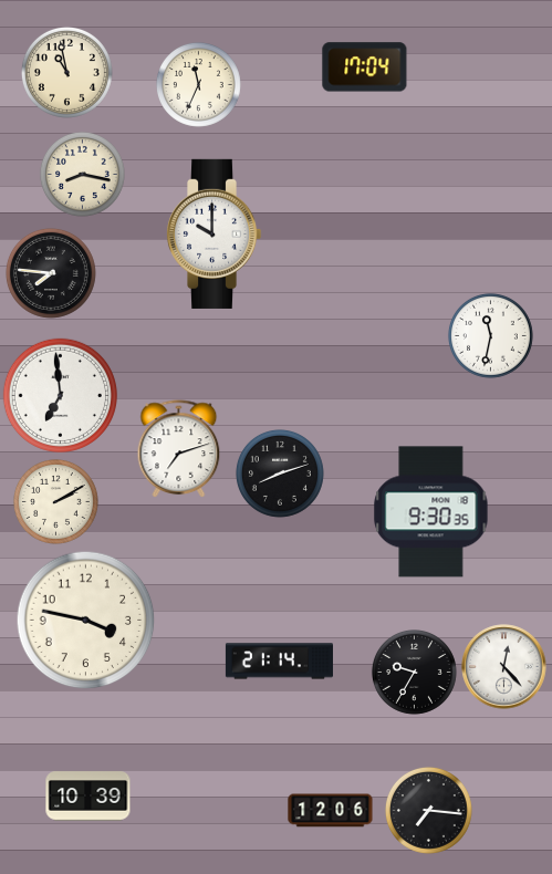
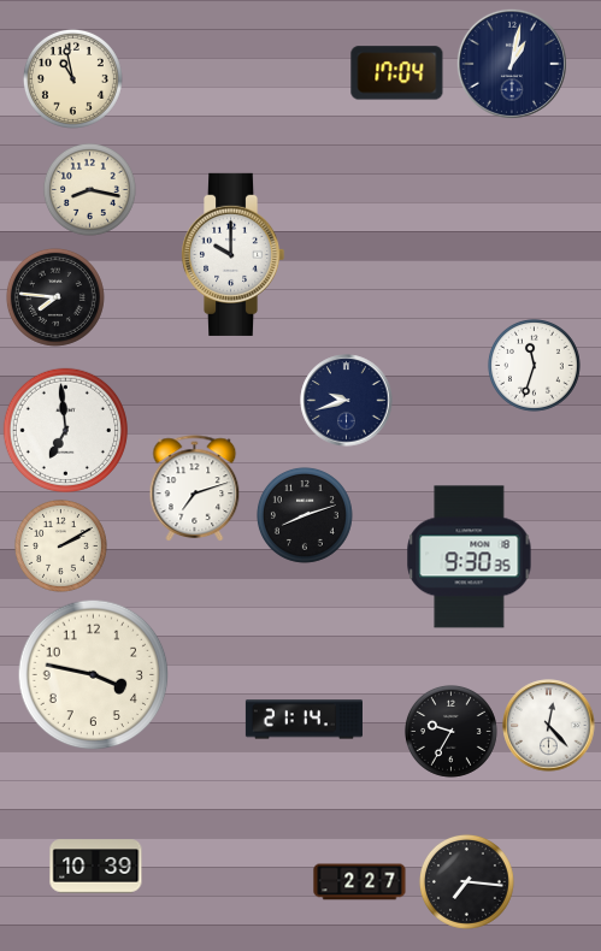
clock at (512, 64): none -> 1:02
clock at (199, 85): 11:34 -> none
clock at (491, 336): 11:32 -> 11:33
clock at (347, 401): none -> 9:42
clock at (331, 811): 12:06 -> 2:27
